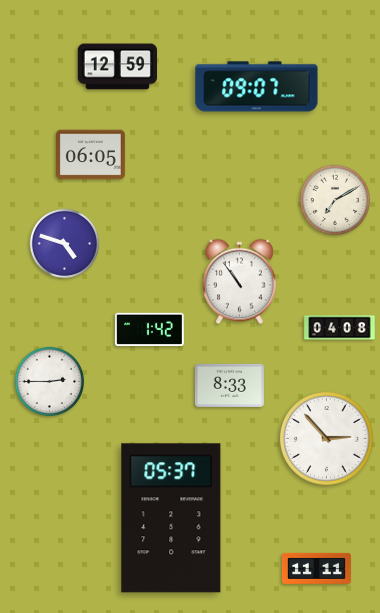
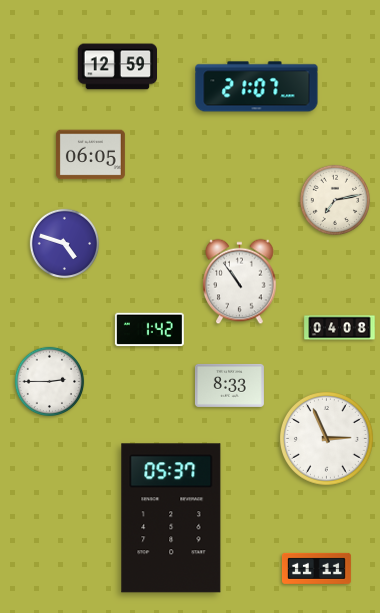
clock at (257, 87): 09:07 -> 21:07
clock at (335, 200): 7:10 -> 7:13
clock at (327, 439): 2:53 -> 2:56
